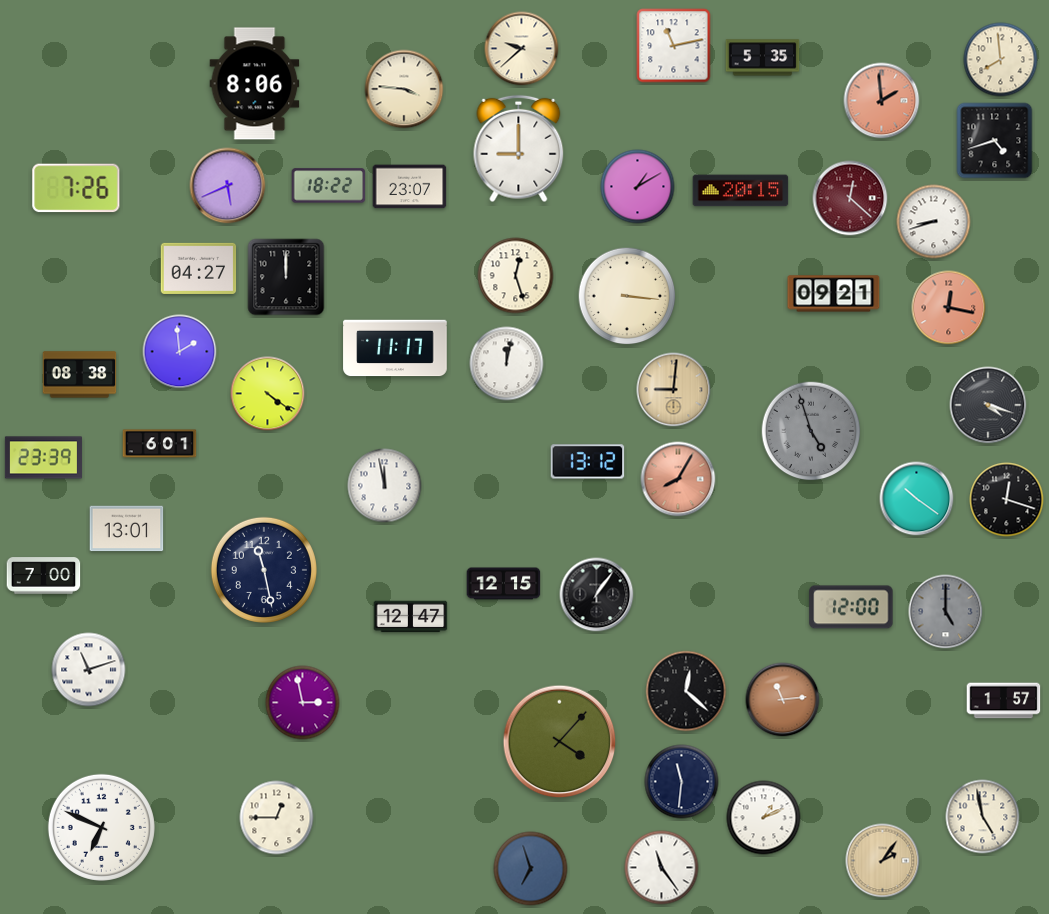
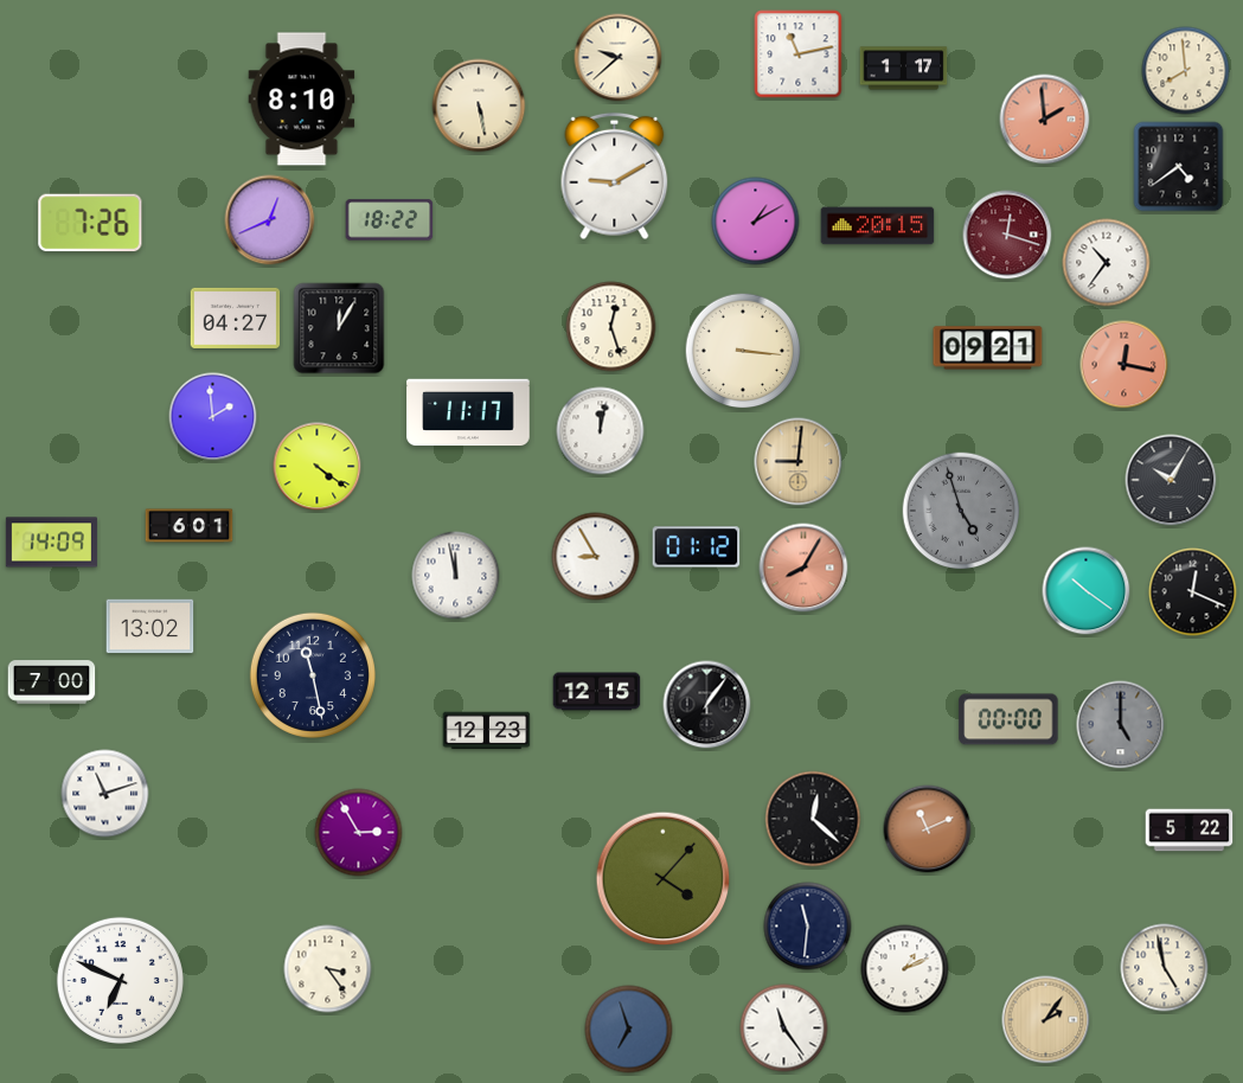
clock at (763, 58): 5:35 -> 1:17
clock at (255, 84): 8:06 -> 8:10
clock at (404, 89): 3:46 -> 5:28
clock at (995, 141): 4:42 -> 4:39
clock at (519, 149): 9:00 -> 9:10
clock at (228, 186): 5:41 -> 12:41
clock at (410, 187): 23:07 -> none
clock at (850, 198): 12:22 -> 12:18
clock at (934, 222): 8:42 -> 10:36
clock at (286, 277): 12:00 -> 12:05
clock at (80, 375): 08:38 -> none
clock at (988, 405): 4:18 -> 10:05
clock at (43, 458): 23:39 -> 14:09
clock at (588, 462): 13:12 -> 01:12
clock at (596, 557): none -> 8:55
clock at (1007, 500): 12:18 -> 12:19
clock at (127, 529): 13:01 -> 13:02
clock at (851, 607): 12:00 -> 00:00
clock at (411, 617): 12:47 -> 12:23
clock at (783, 700): 11:14 -> 11:11
clock at (1004, 701): 1:57 -> 5:22
clock at (303, 703): 2:58 -> 2:55
clock at (277, 818): 12:45 -> 3:24
